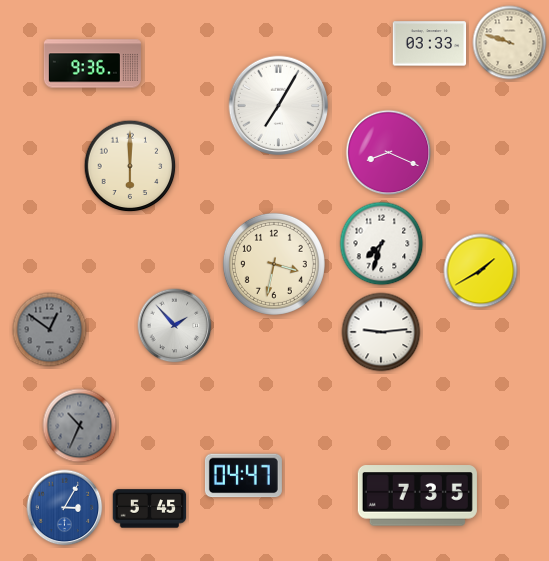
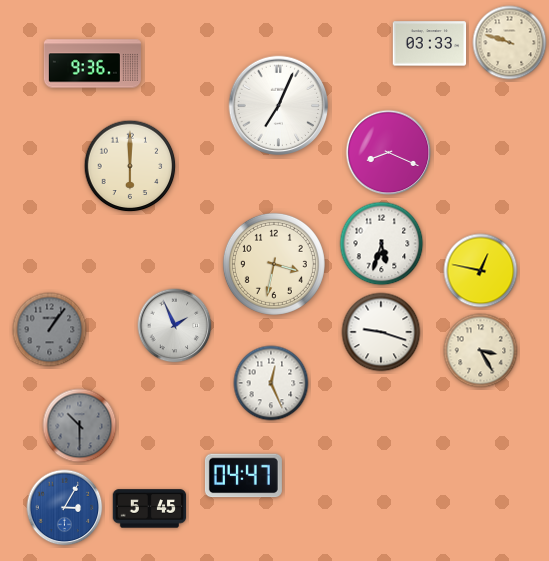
clock at (279, 106): 7:05 -> 7:04
clock at (382, 244): 7:33 -> 5:33
clock at (481, 271): 1:40 -> 12:47
clock at (175, 326): 1:53 -> 1:56
clock at (50, 330): 12:51 -> 1:06
clock at (381, 332): 9:14 -> 9:18
clock at (481, 351): none -> 3:25
clock at (271, 383): none -> 12:26
clock at (80, 426): 10:34 -> 10:30
clock at (417, 496): 7:35 -> none
